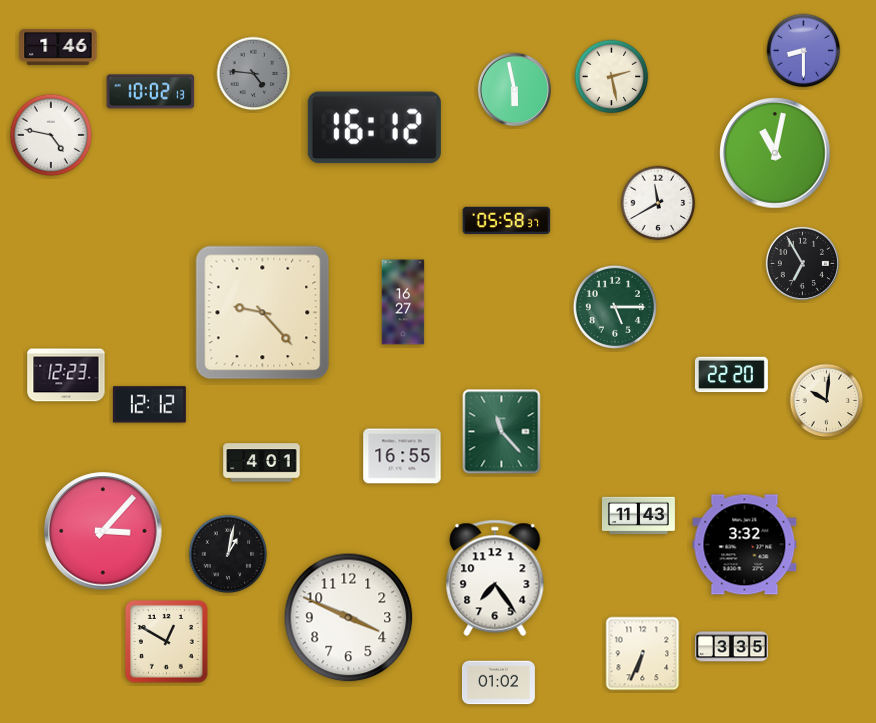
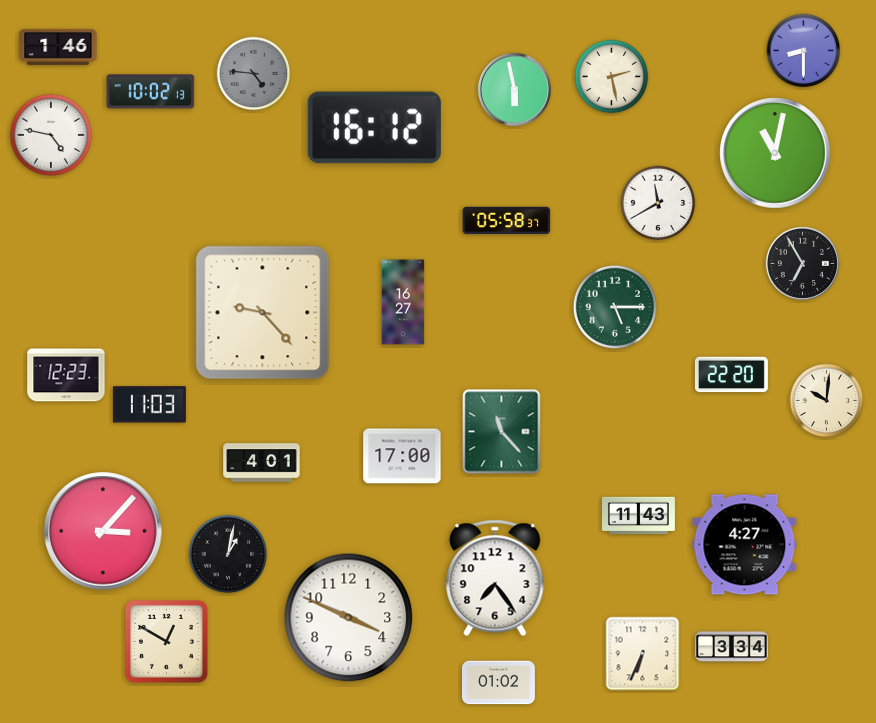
clock at (149, 405): 12:12 -> 11:03
clock at (402, 456): 16:55 -> 17:00
clock at (745, 545): 3:32 -> 4:27
clock at (731, 647): 3:35 -> 3:34
